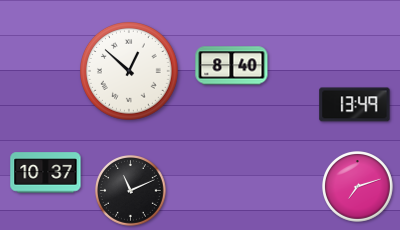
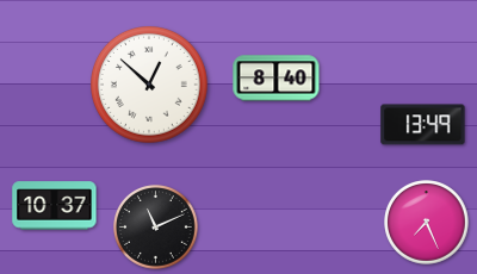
clock at (130, 72) position: (130, 72) -> (150, 86)
clock at (358, 187): 7:12 -> 7:26
